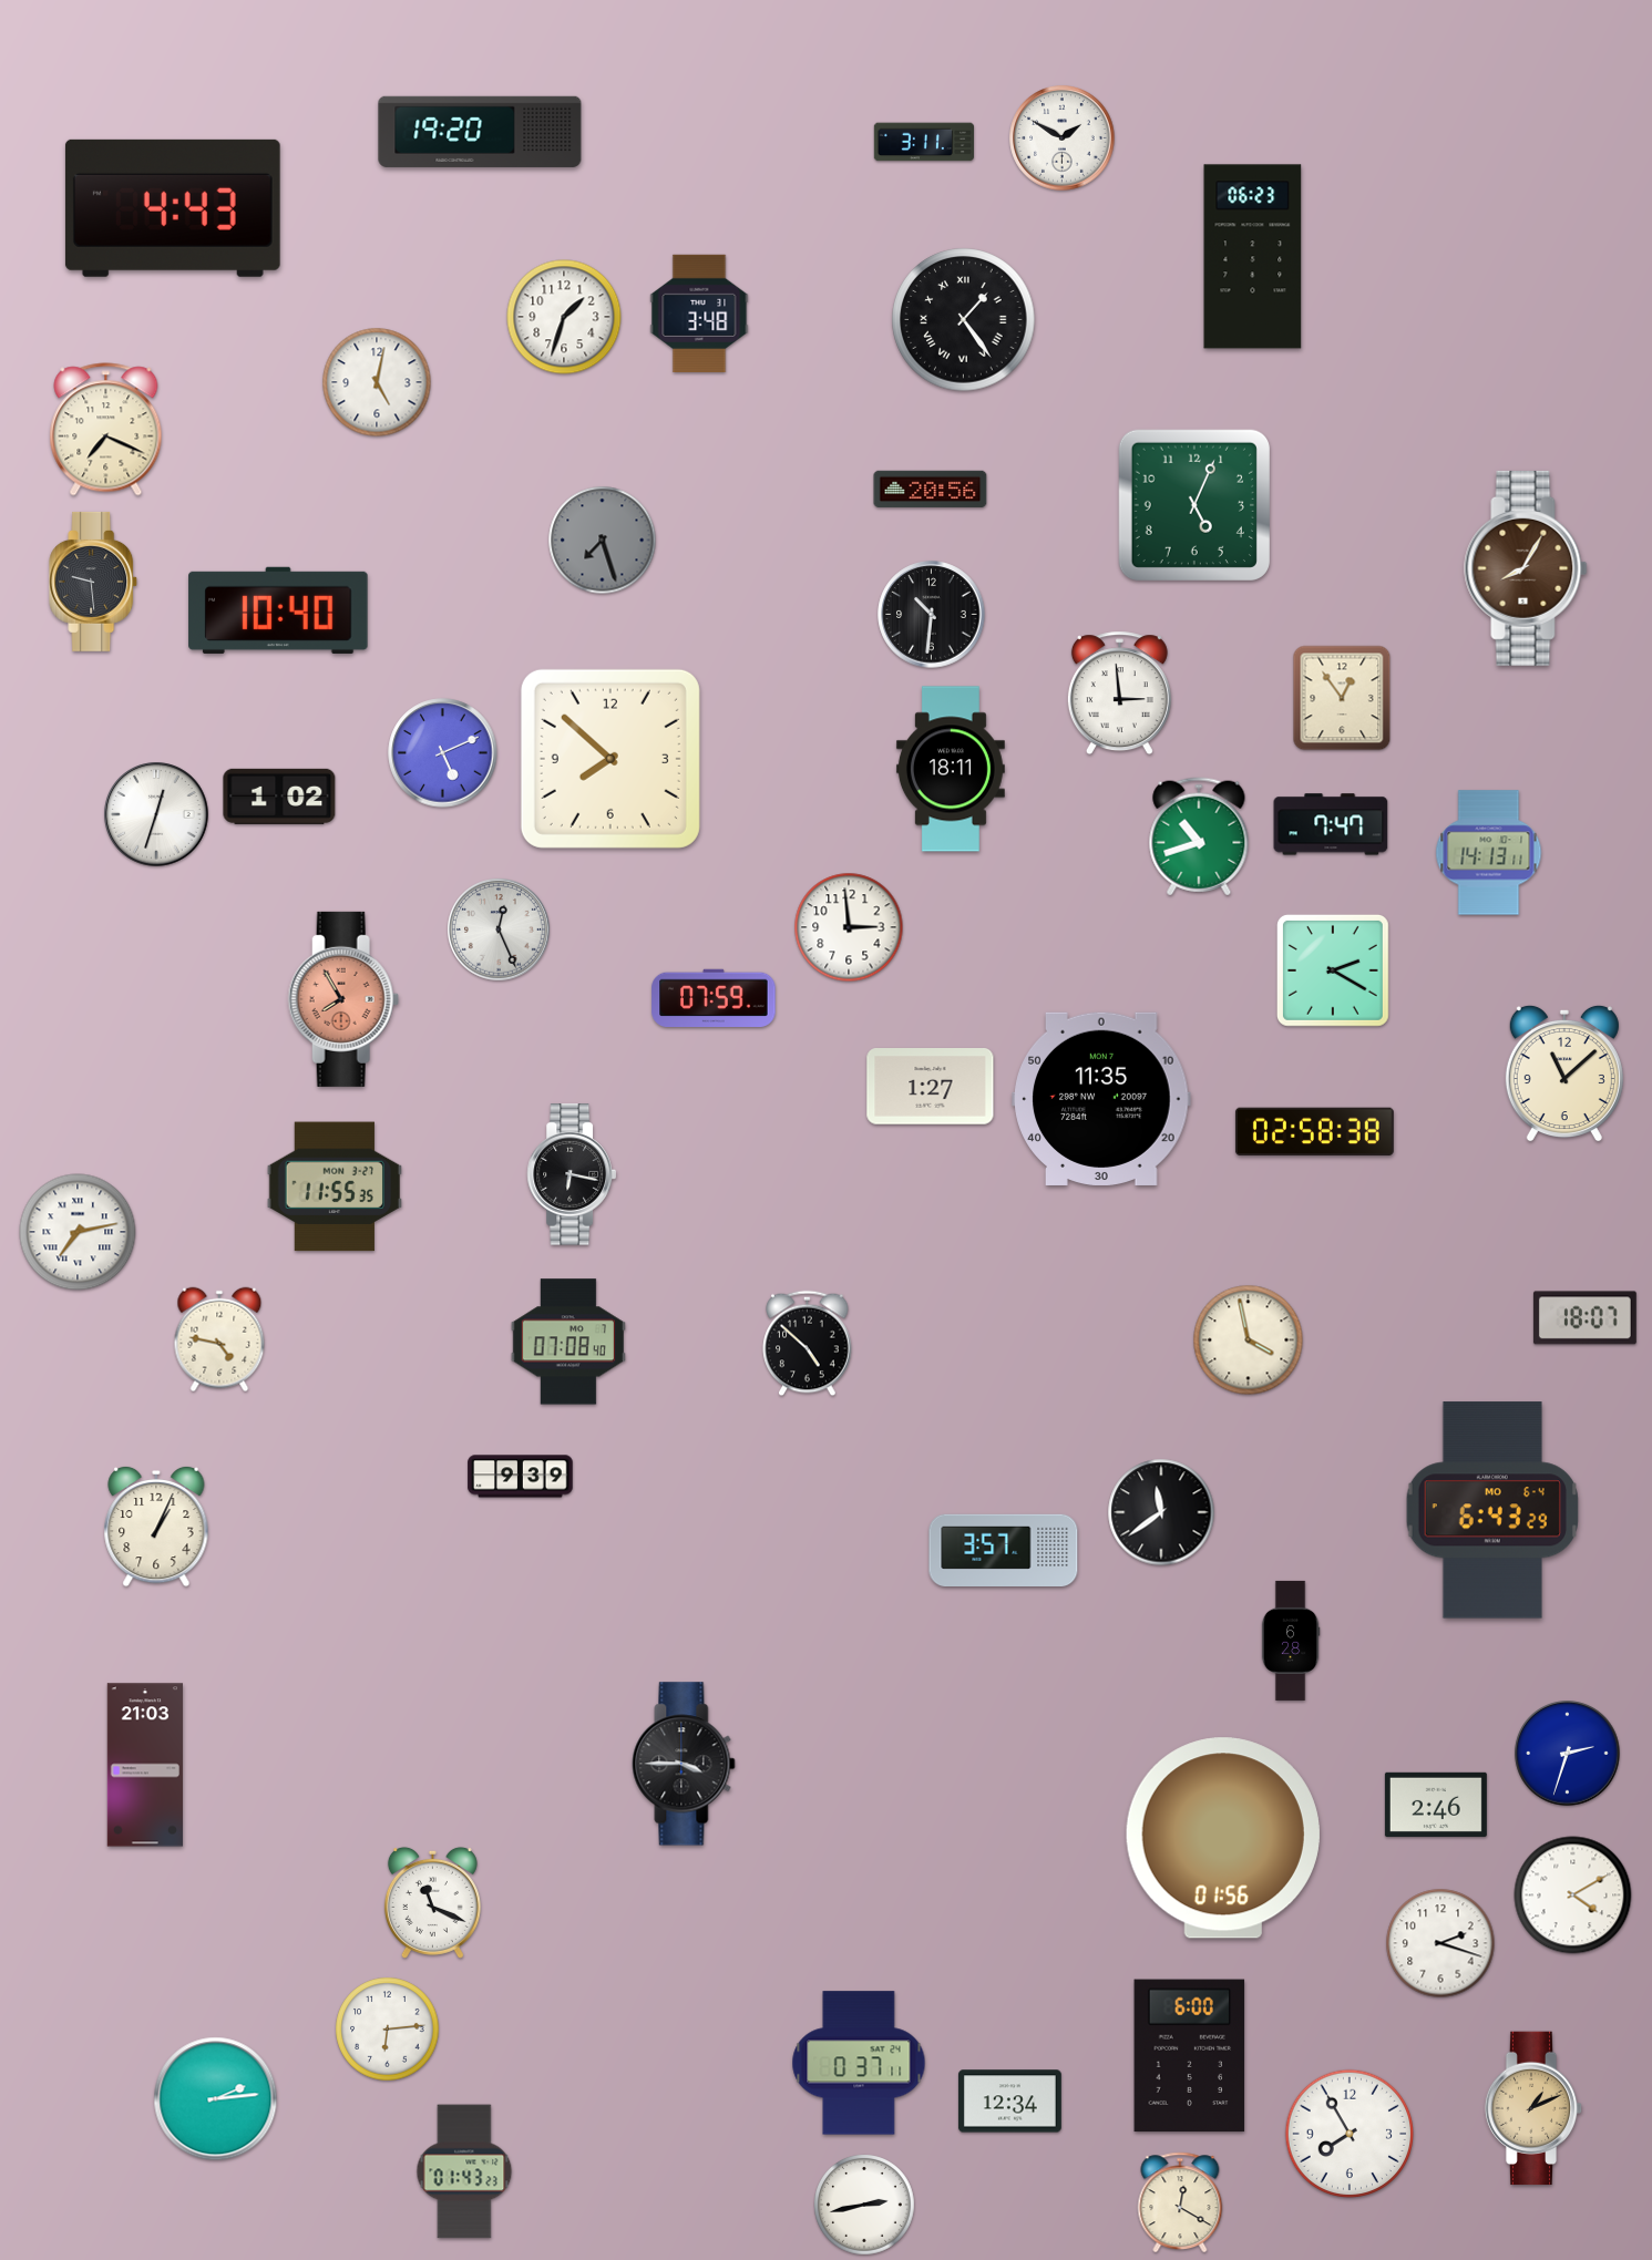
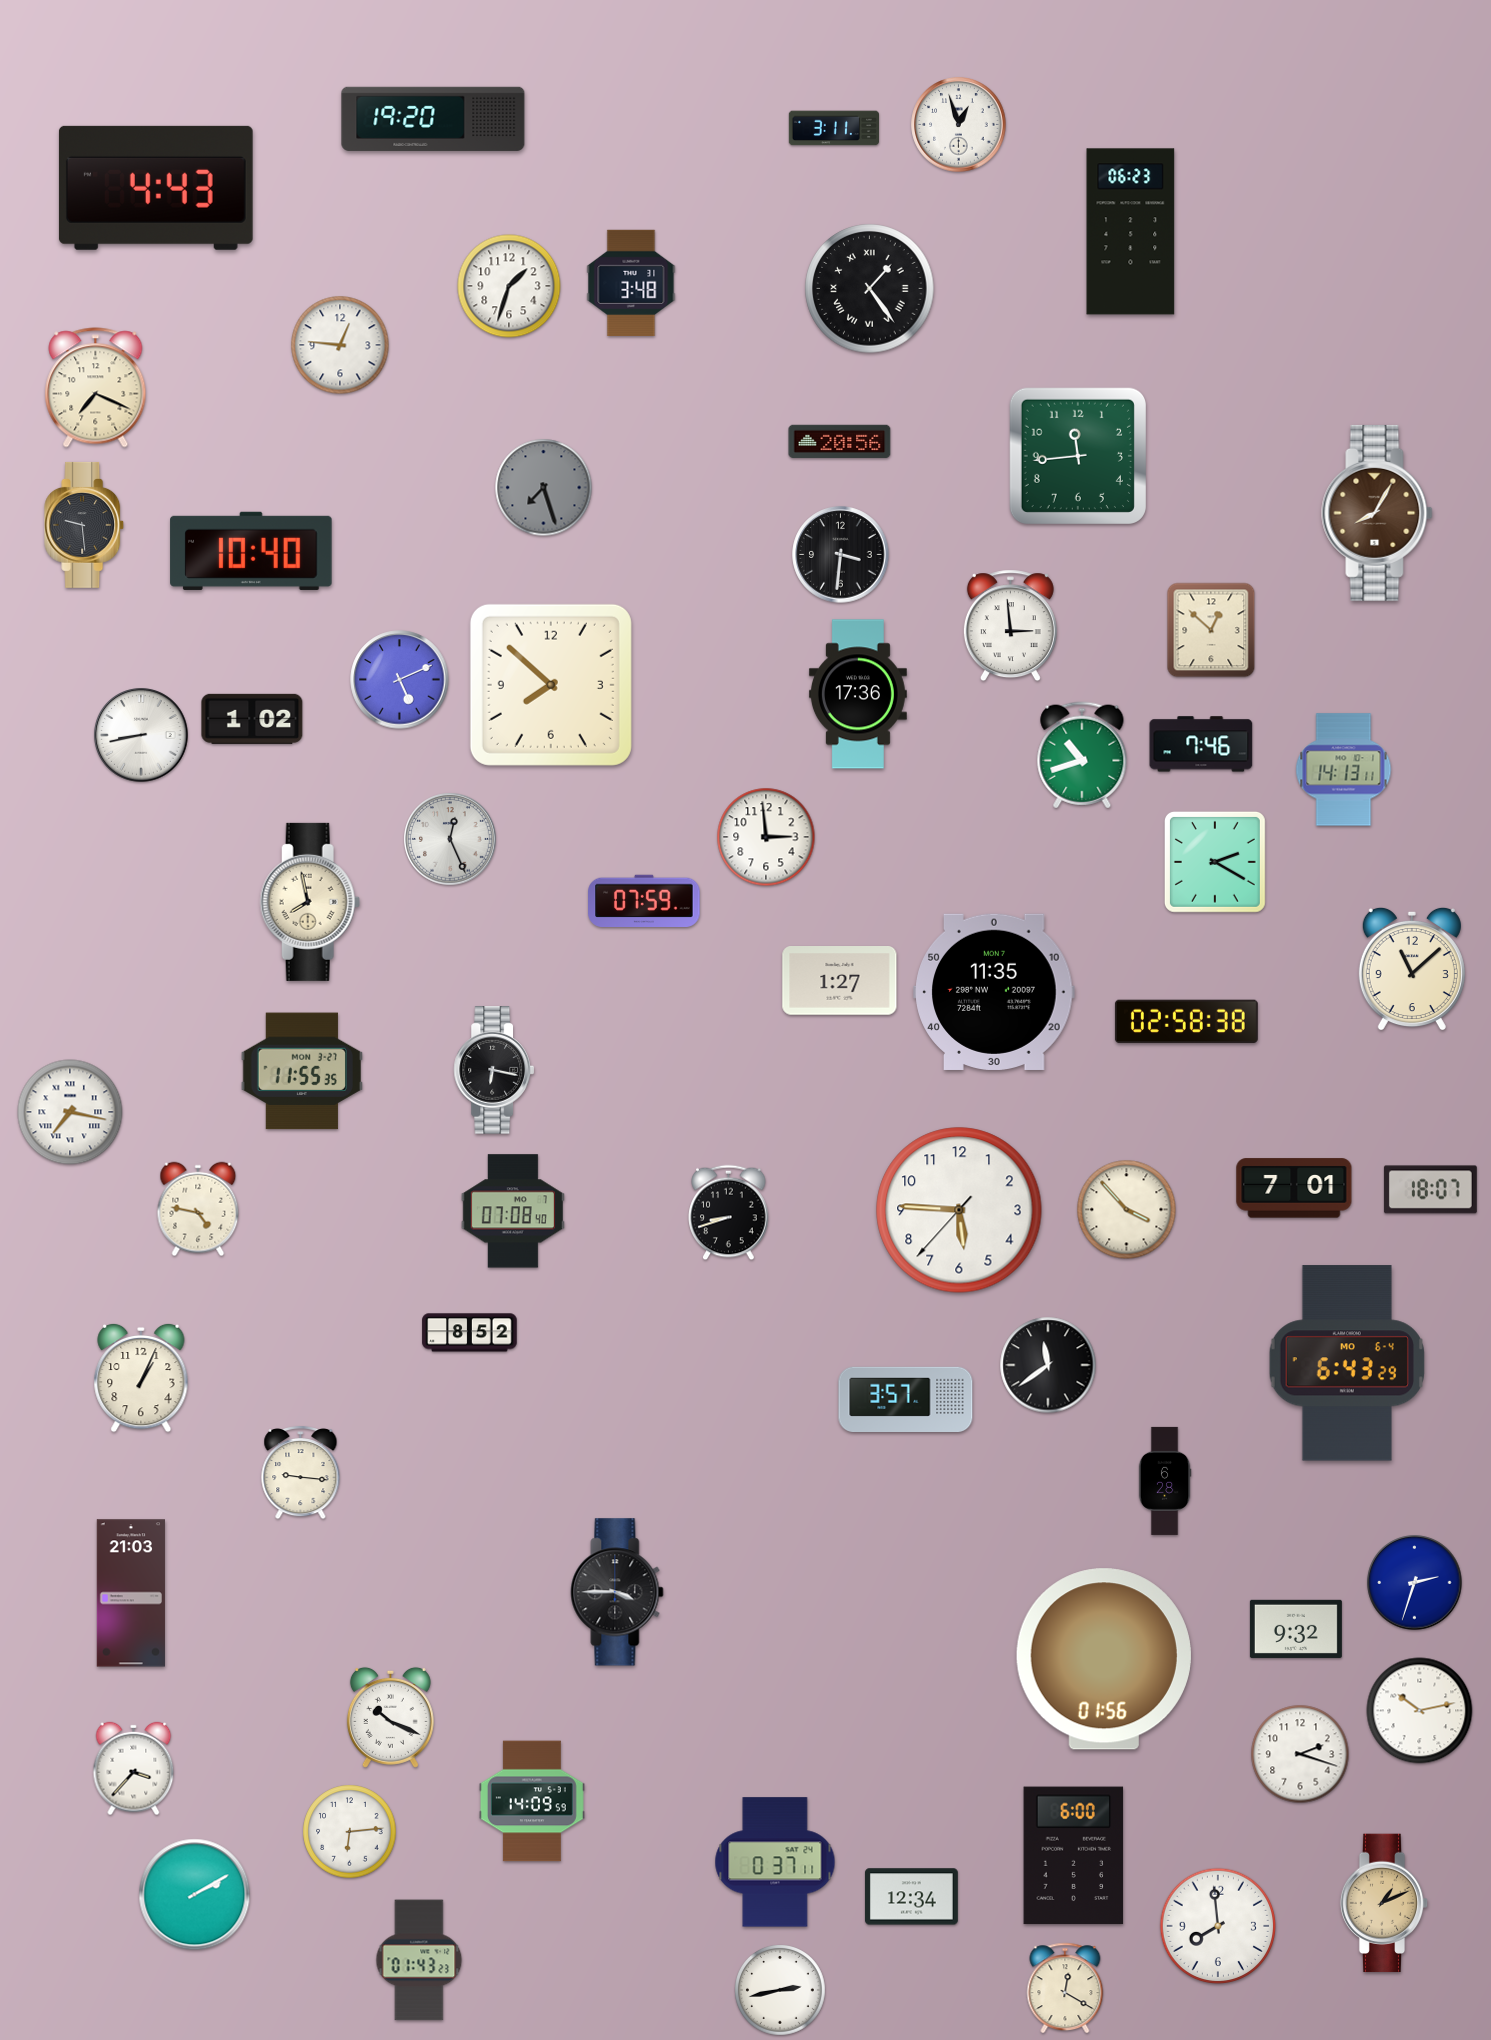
clock at (1063, 138): 1:50 -> 12:57
clock at (377, 382): 5:02 -> 12:46
clock at (1194, 505): 5:04 -> 11:44
clock at (932, 615): 10:31 -> 3:31
clock at (1342, 698): 12:54 -> 12:52
clock at (951, 769): 18:11 -> 17:36
clock at (156, 814): 12:33 -> 8:43
clock at (1331, 824): 7:47 -> 7:46
clock at (1333, 970) position: (1333, 970) -> (1215, 862)
clock at (343, 999): 7:55 -> 7:58
clock at (343, 999) dial: salmon -> cream
clock at (571, 1174) position: (571, 1174) -> (493, 1070)
clock at (78, 1232): 7:13 -> 7:17
clock at (1294, 1188): none -> 7:01
clock at (959, 1210): none -> 5:45
clock at (1249, 1340): 3:58 -> 3:53
clock at (808, 1344): 4:52 -> 8:42
clock at (521, 1477): 9:39 -> 8:52
clock at (301, 1472): none -> 9:16
clock at (1436, 1805): 2:46 -> 9:32
clock at (1573, 1896): 4:10 -> 10:13
clock at (432, 1902): 11:19 -> 10:19
clock at (134, 1769): none -> 3:37
clock at (532, 1801): none -> 14:09
clock at (216, 2099): 2:14 -> 2:10
clock at (1350, 2134): 7:55 -> 7:59
